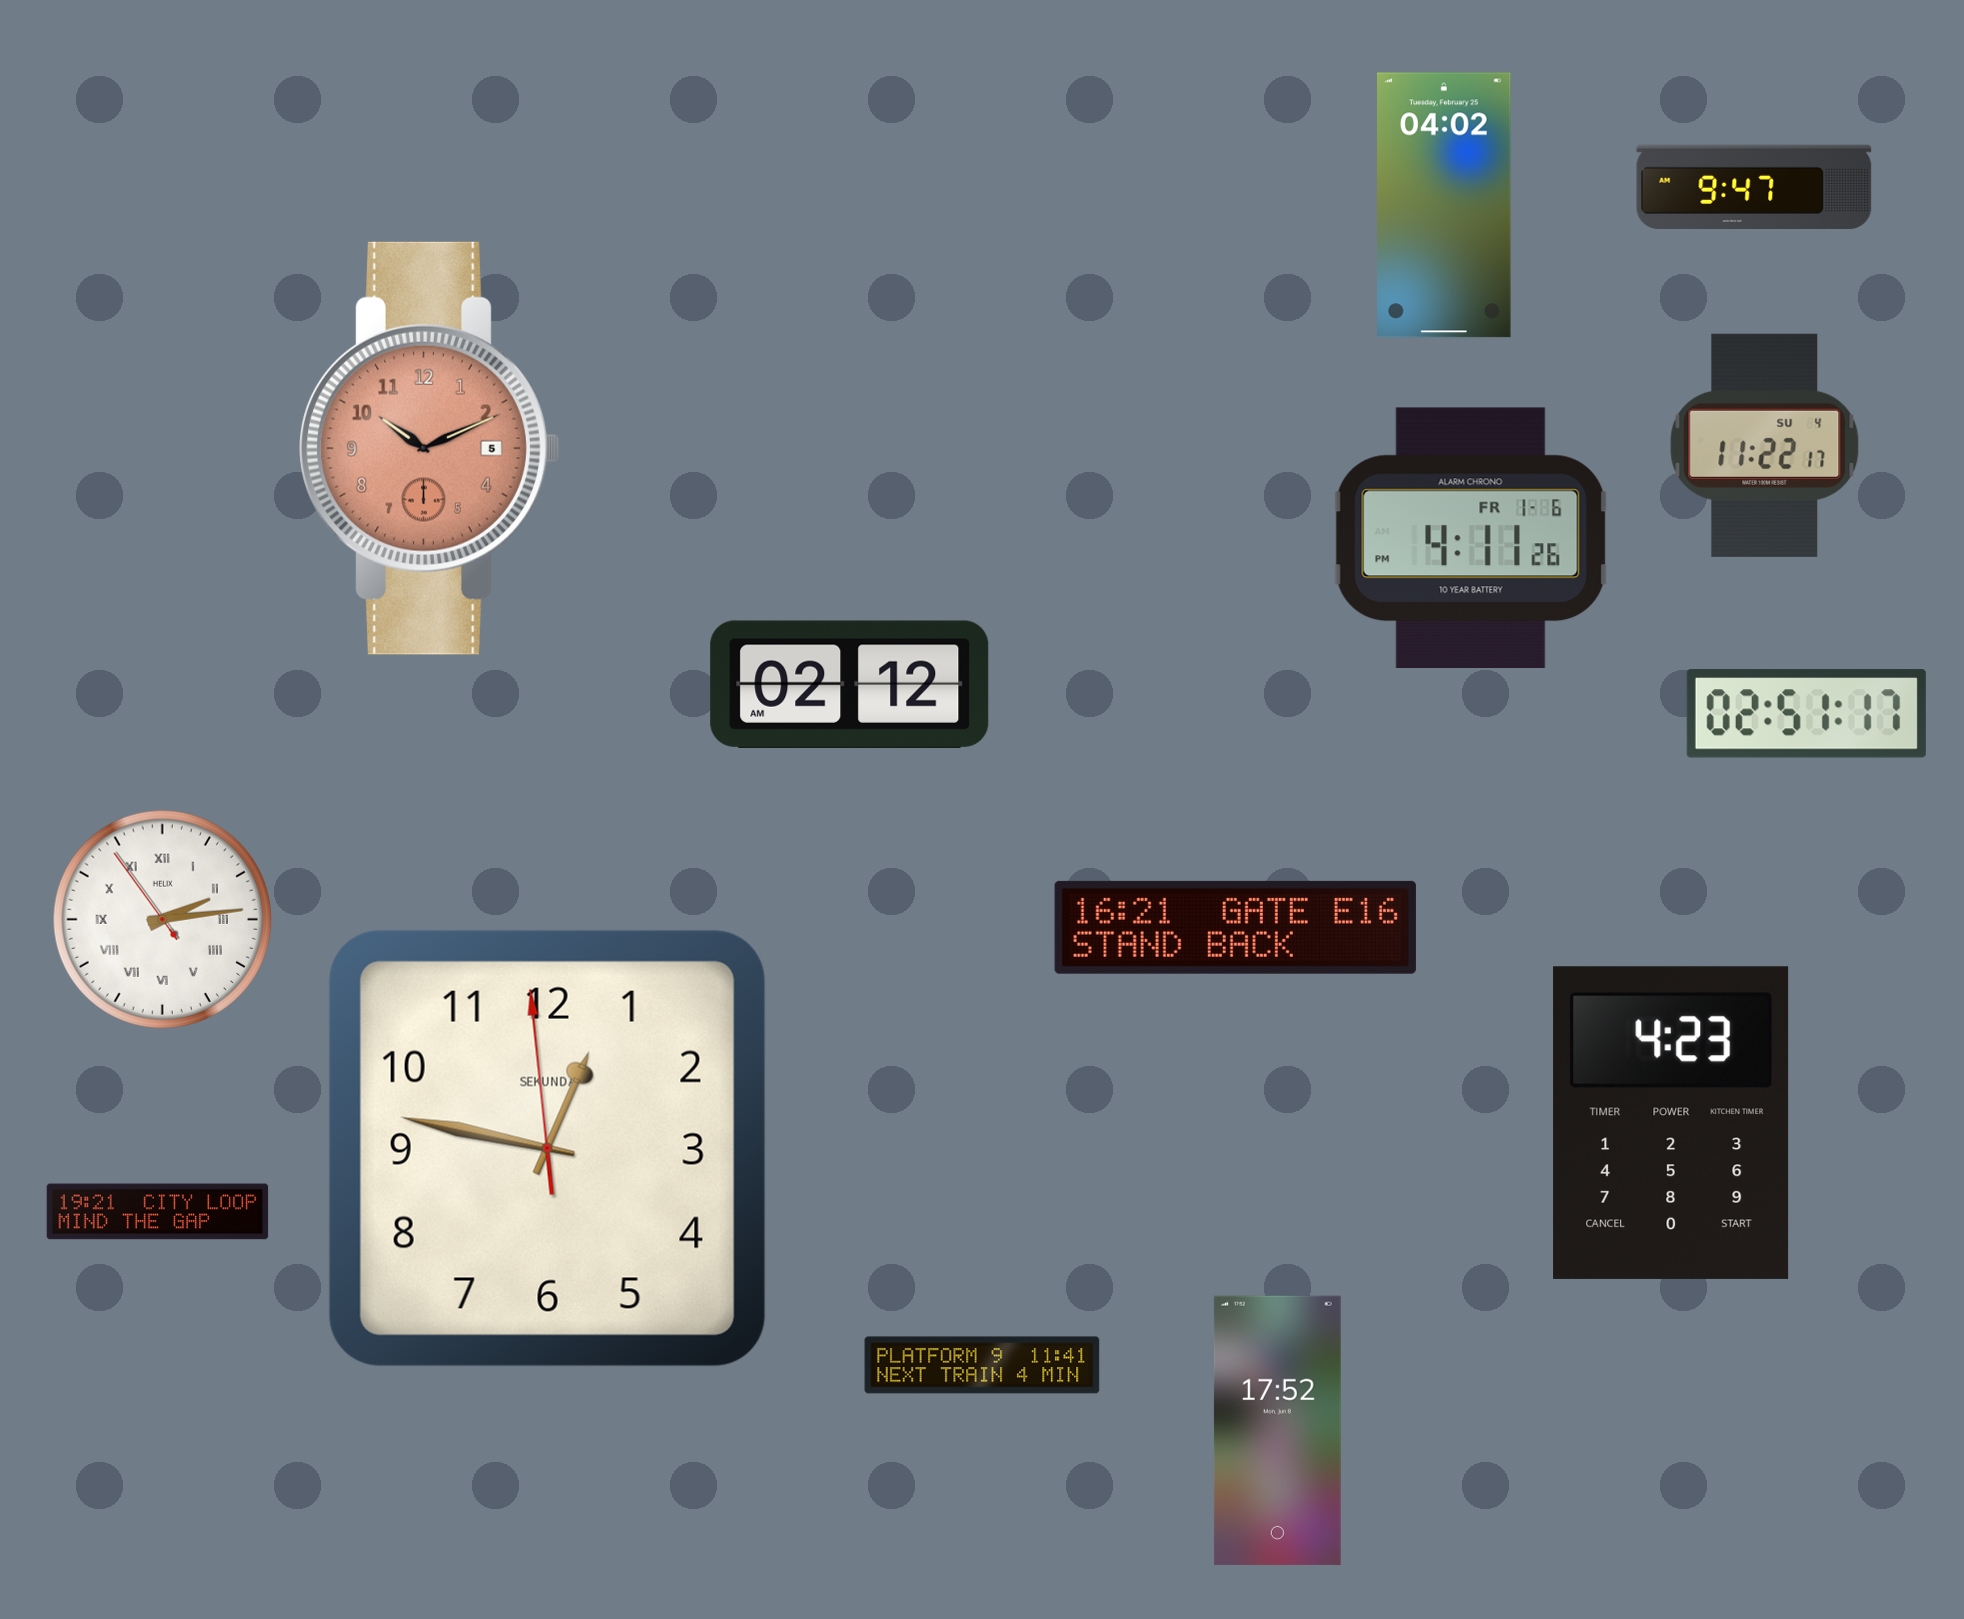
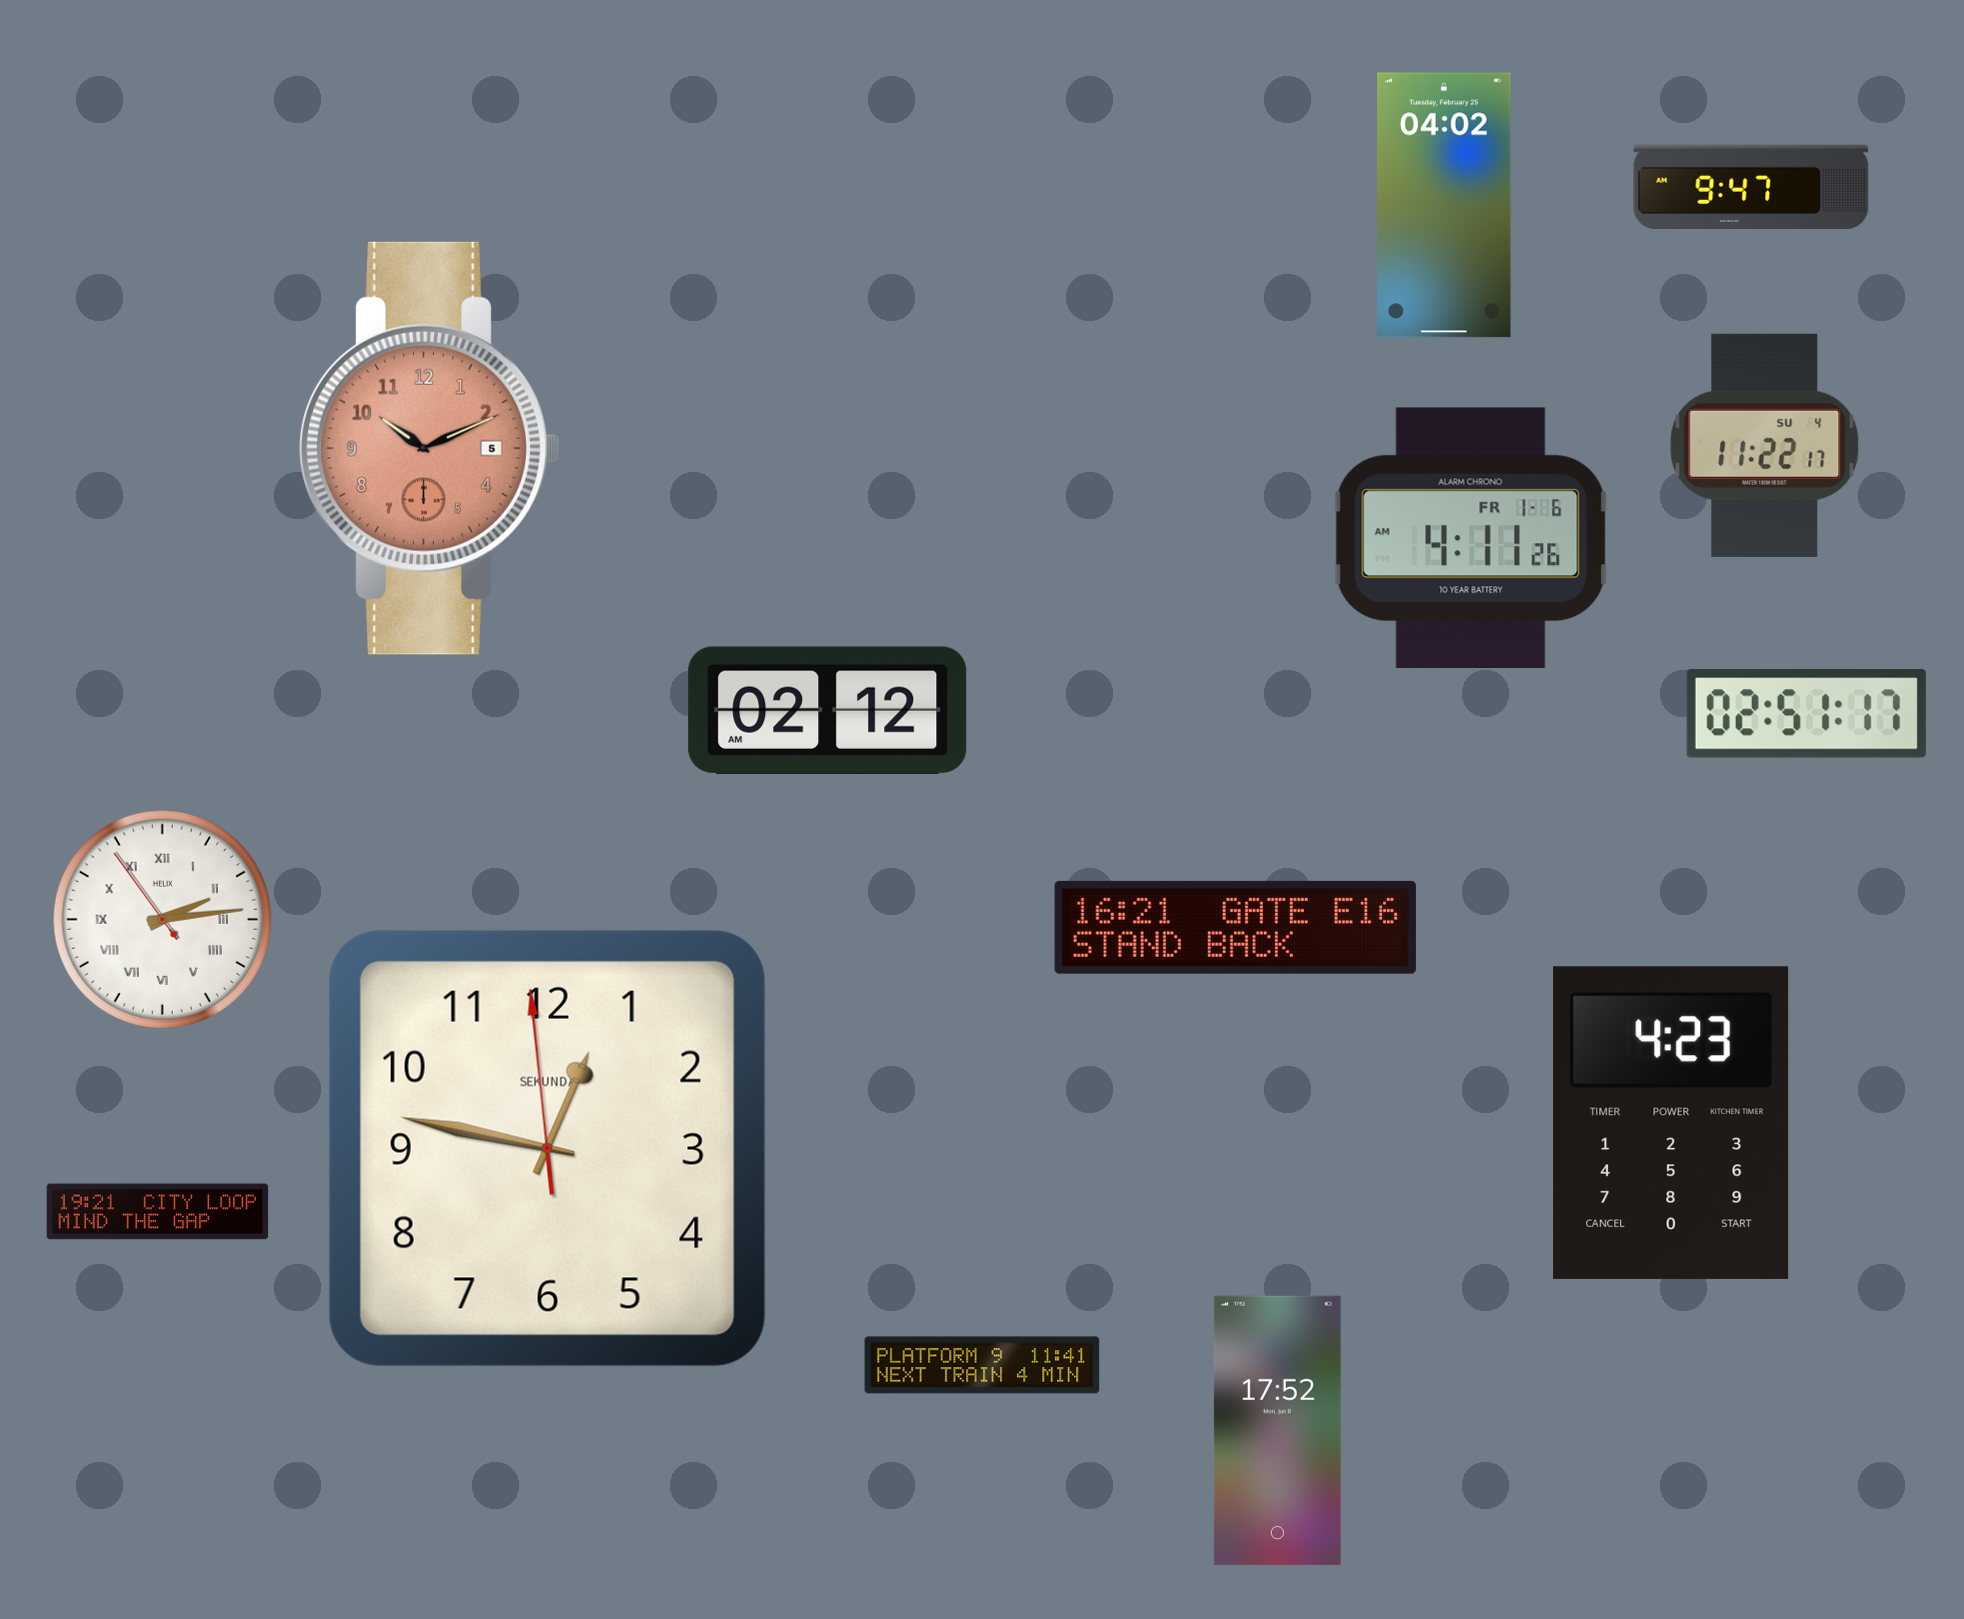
clock at (1754, 186) position: (1754, 186) -> (1751, 186)
clock at (1471, 537): 4:11:26 PM -> 4:11:26 AM
clock at (850, 684) position: (850, 684) -> (828, 710)
